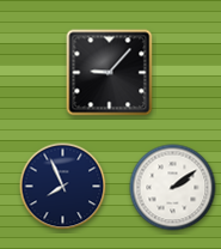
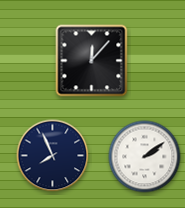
clock at (110, 73): 9:07 -> 12:07
